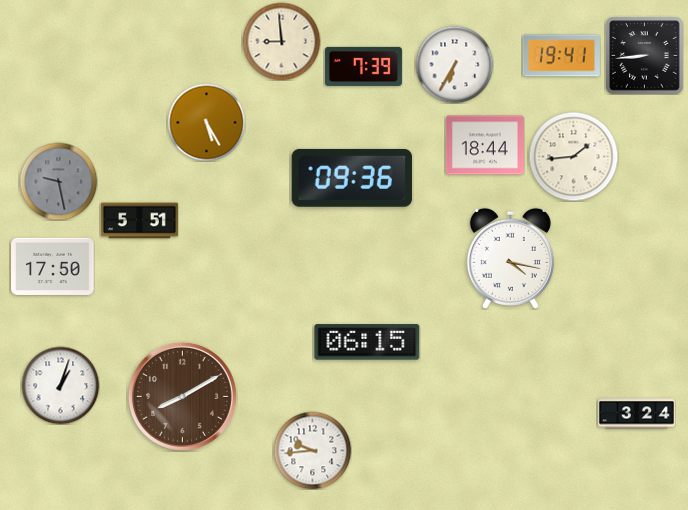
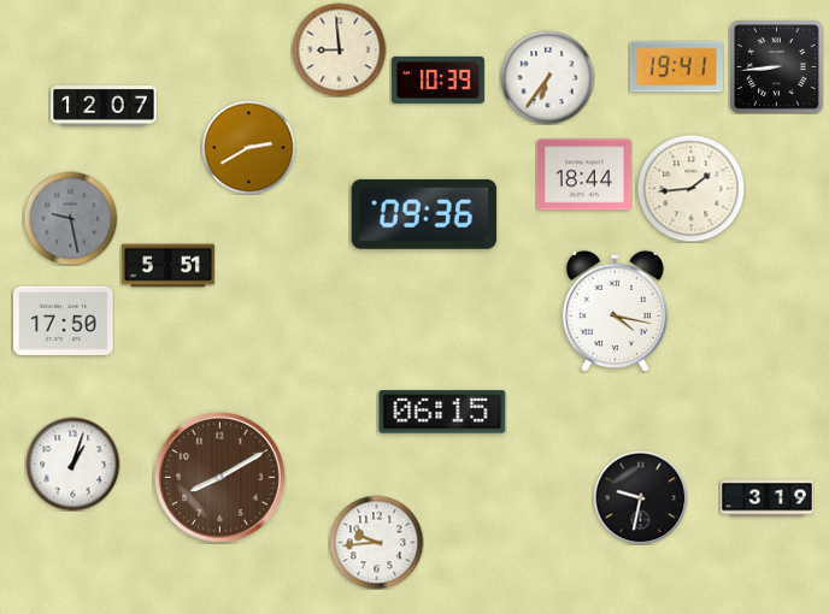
clock at (454, 64): 6:35 -> 6:36
clock at (363, 66): 7:39 -> 10:39
clock at (104, 107): none -> 12:07
clock at (206, 122): 5:25 -> 2:40
clock at (640, 497): none -> 9:32
clock at (636, 414): 3:24 -> 3:19
